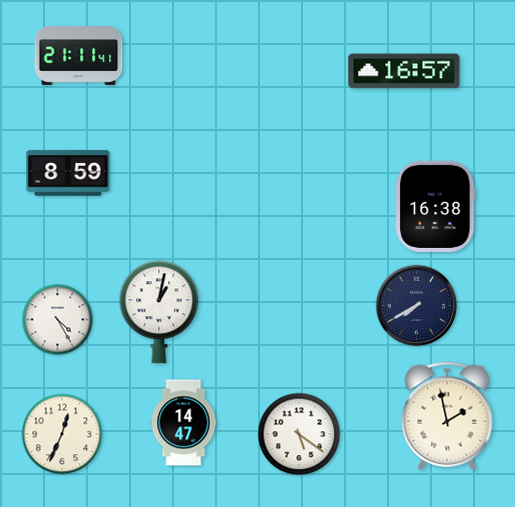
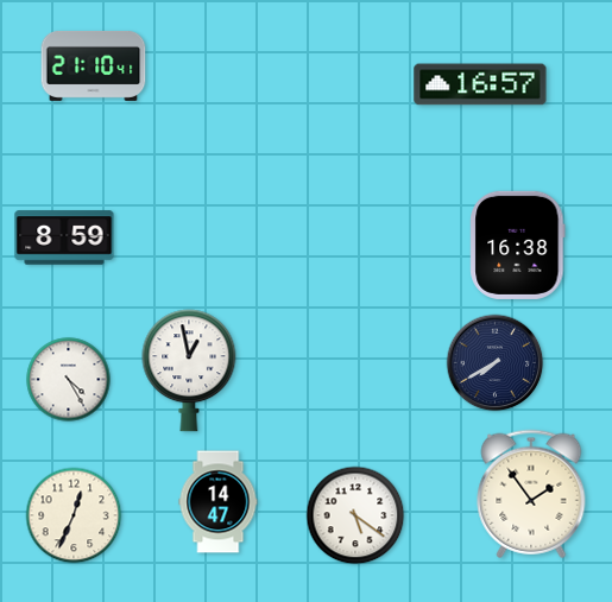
clock at (79, 55): 21:11 -> 21:10
clock at (68, 173) position: (68, 173) -> (64, 237)
clock at (159, 312): 1:02 -> 12:58
clock at (447, 416): 1:58 -> 1:54
